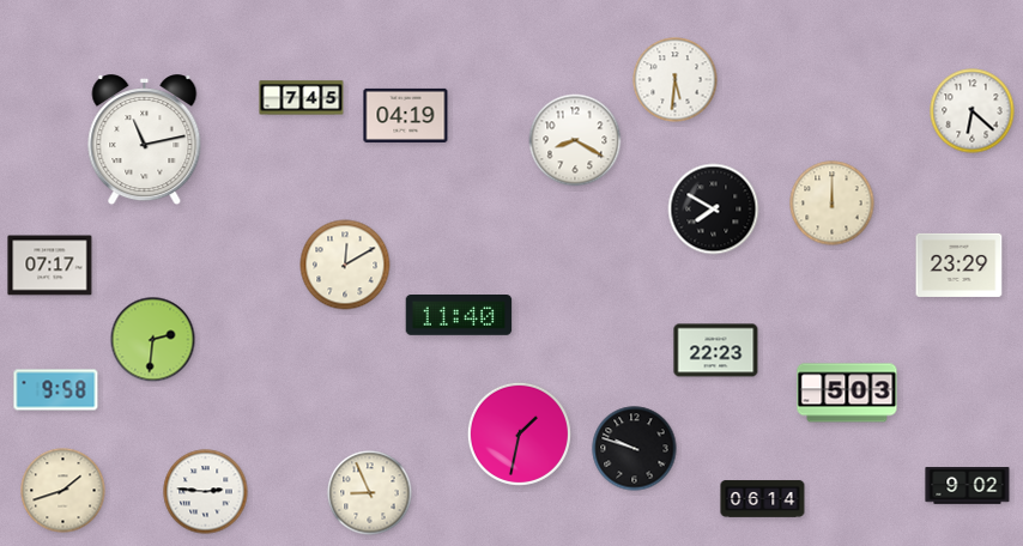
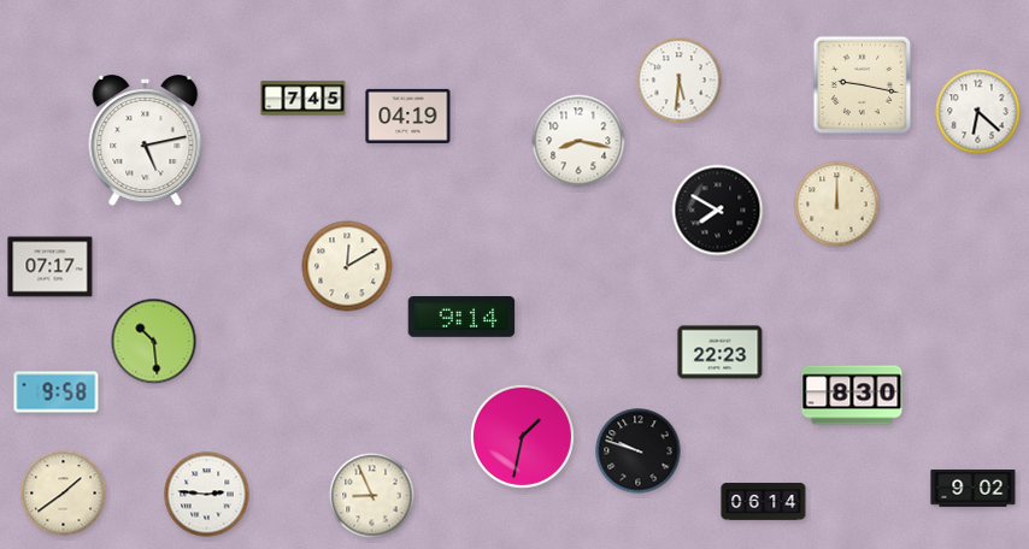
clock at (863, 85): none -> 9:17
clock at (145, 140): 11:13 -> 5:13
clock at (575, 140): 8:20 -> 8:17
clock at (960, 265): 23:29 -> none
clock at (459, 316): 11:40 -> 9:14
clock at (153, 340): 2:31 -> 10:29
clock at (847, 393): 5:03 -> 8:30
clock at (63, 491): 1:42 -> 1:39
clock at (763, 499) position: (763, 499) -> (764, 502)
